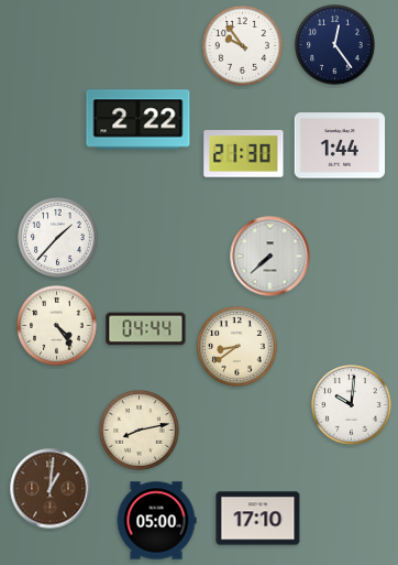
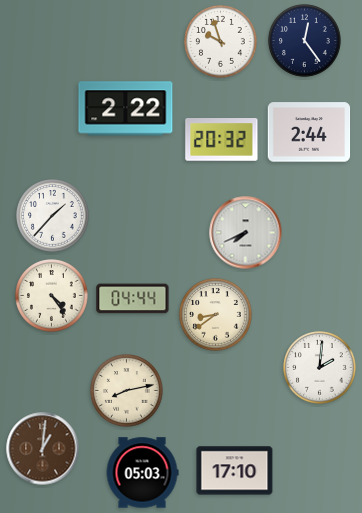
clock at (243, 46): 9:54 -> 9:57
clock at (340, 145): 1:44 -> 2:44
clock at (244, 154): 21:30 -> 20:32
clock at (270, 257): 7:38 -> 7:41
clock at (352, 405): 10:01 -> 2:01
clock at (51, 489) position: (51, 489) -> (43, 449)
clock at (156, 521): 05:00 -> 05:03
